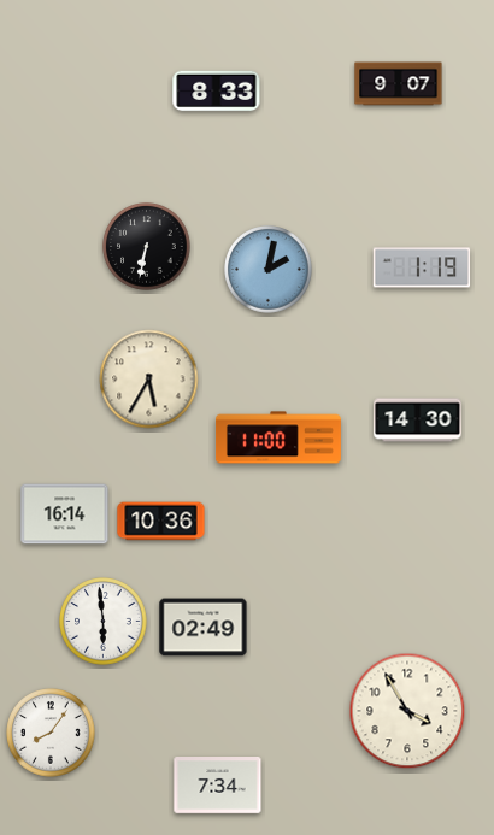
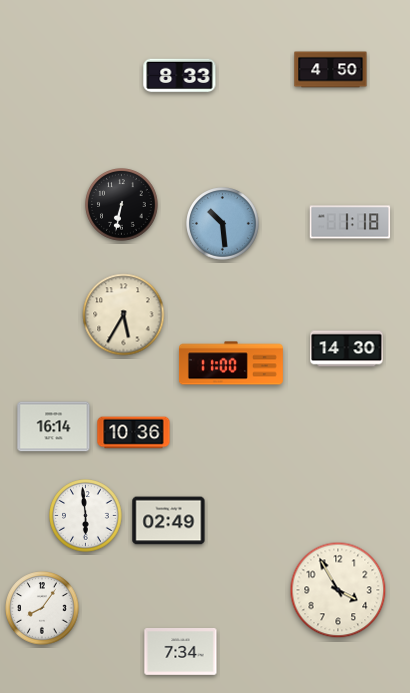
clock at (399, 84): 9:07 -> 4:50
clock at (422, 267): 1:19 -> 1:18
clock at (269, 270): 2:02 -> 10:29
